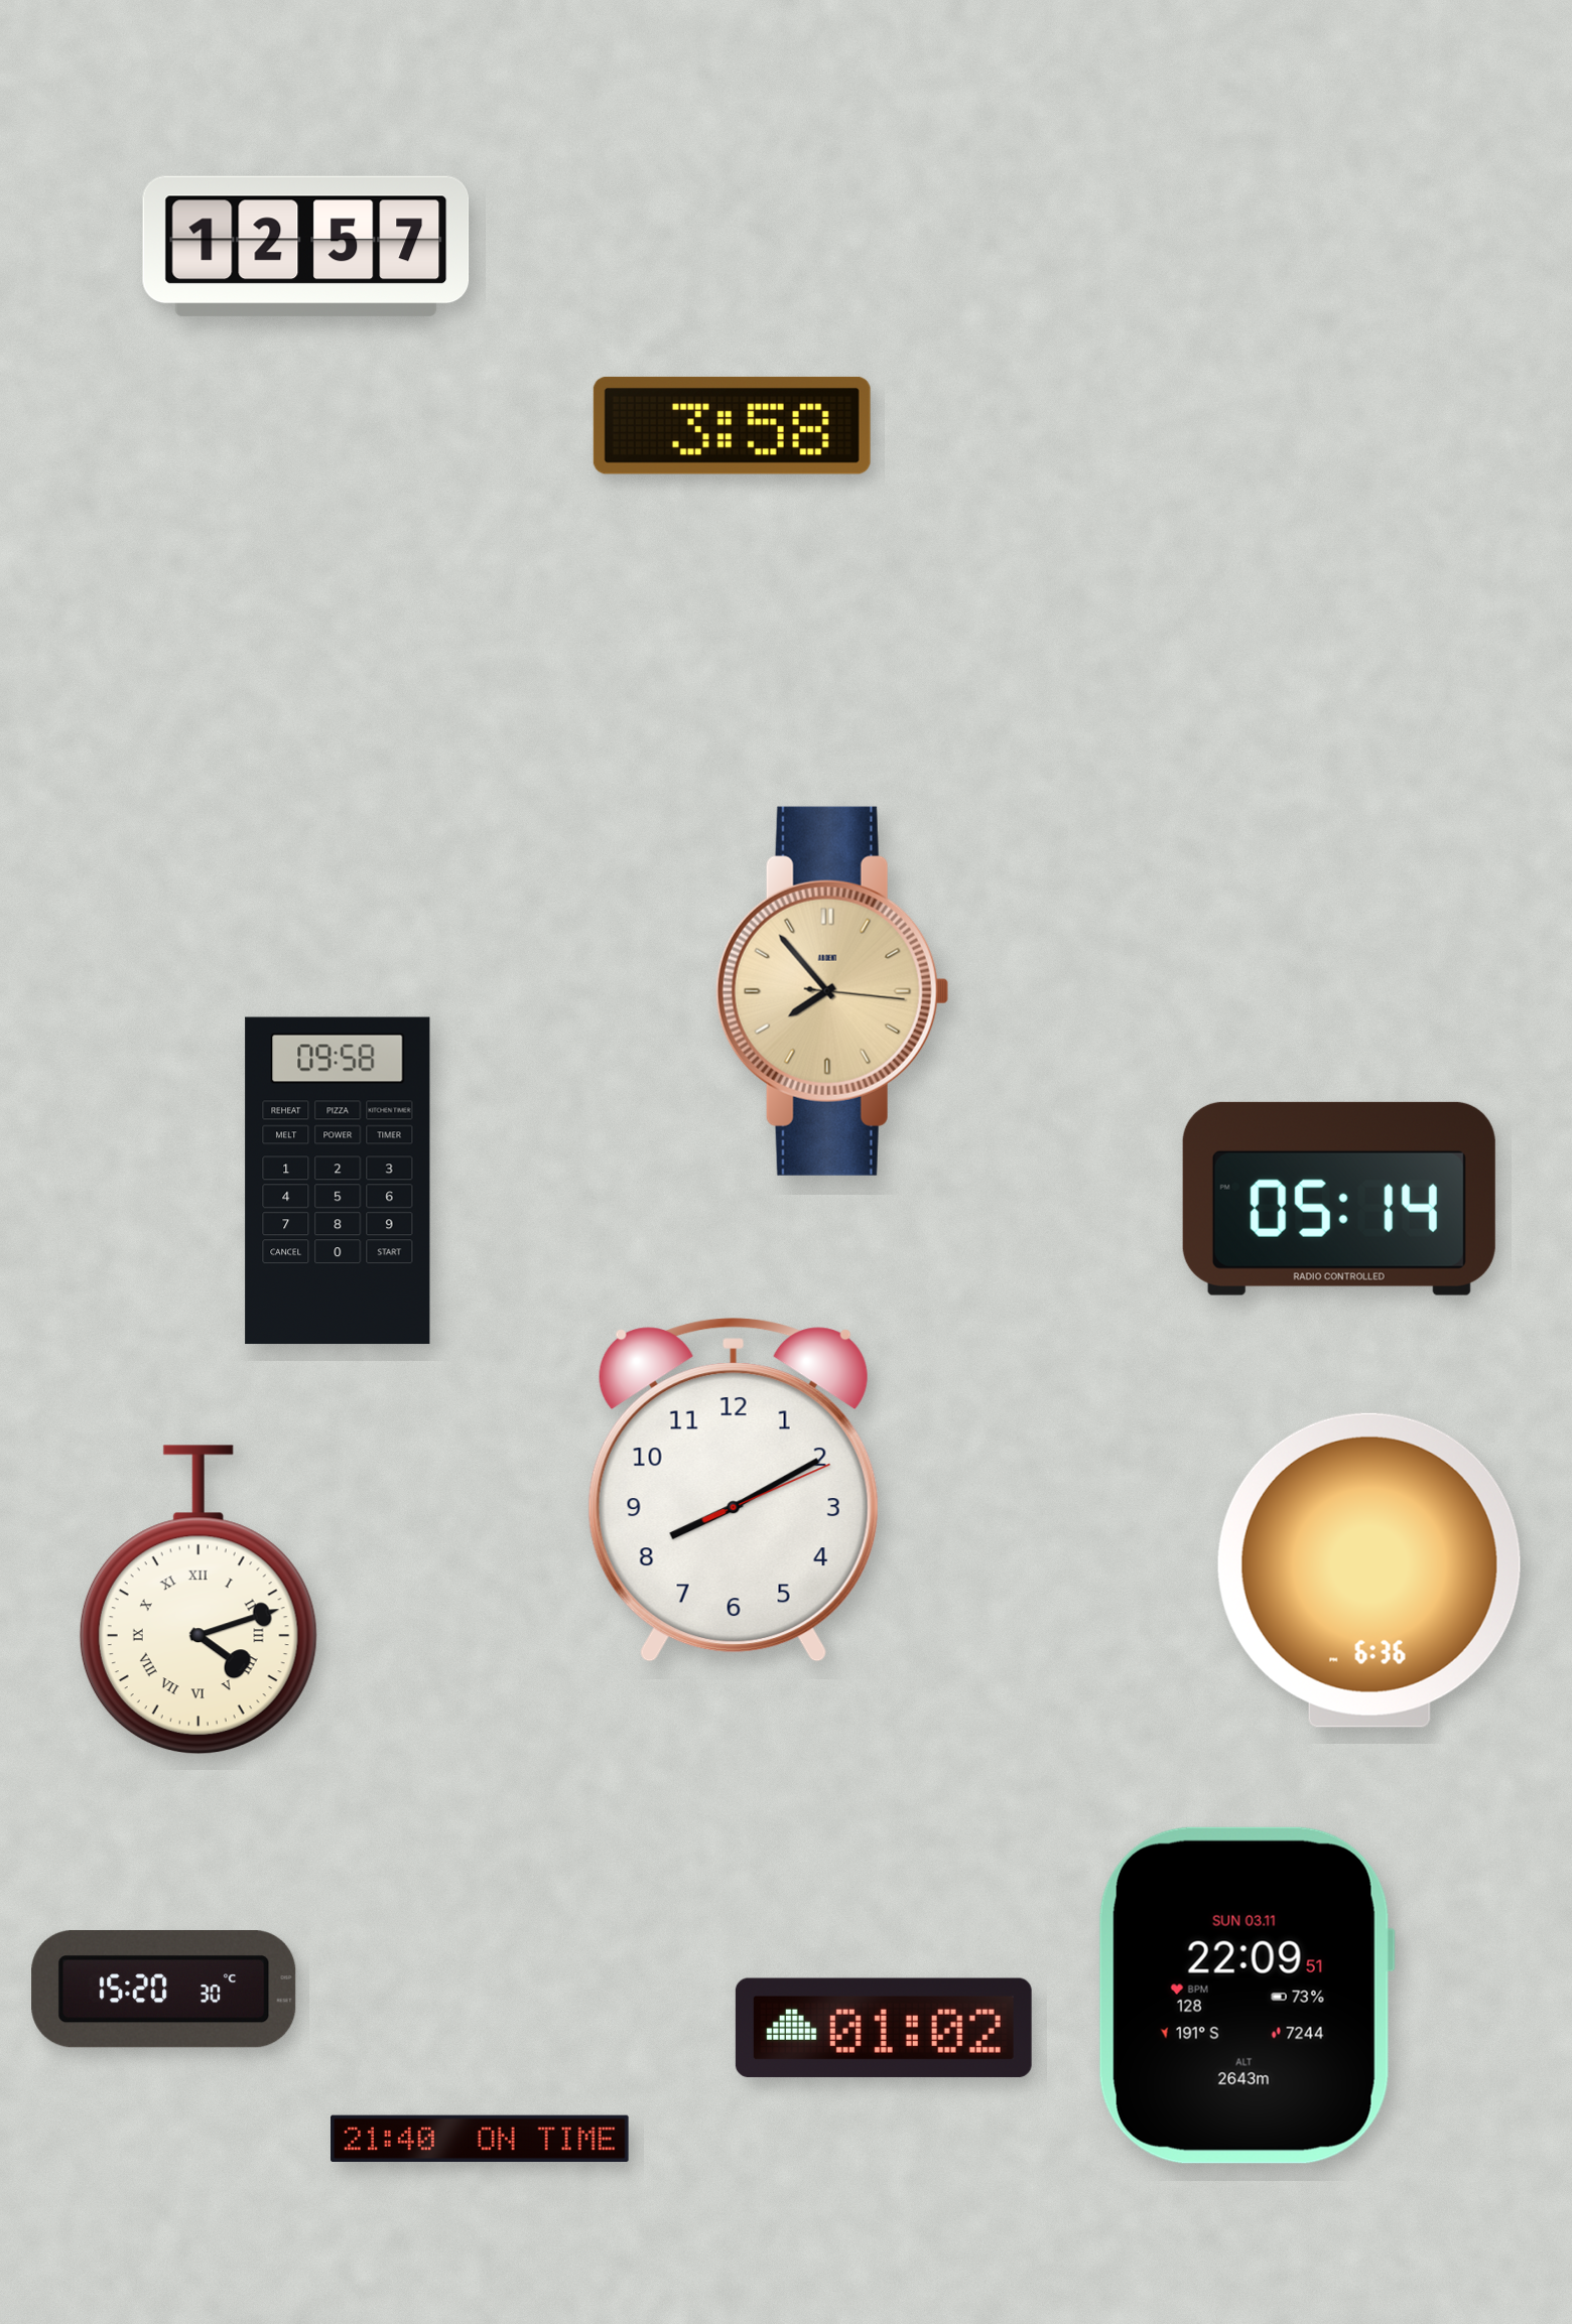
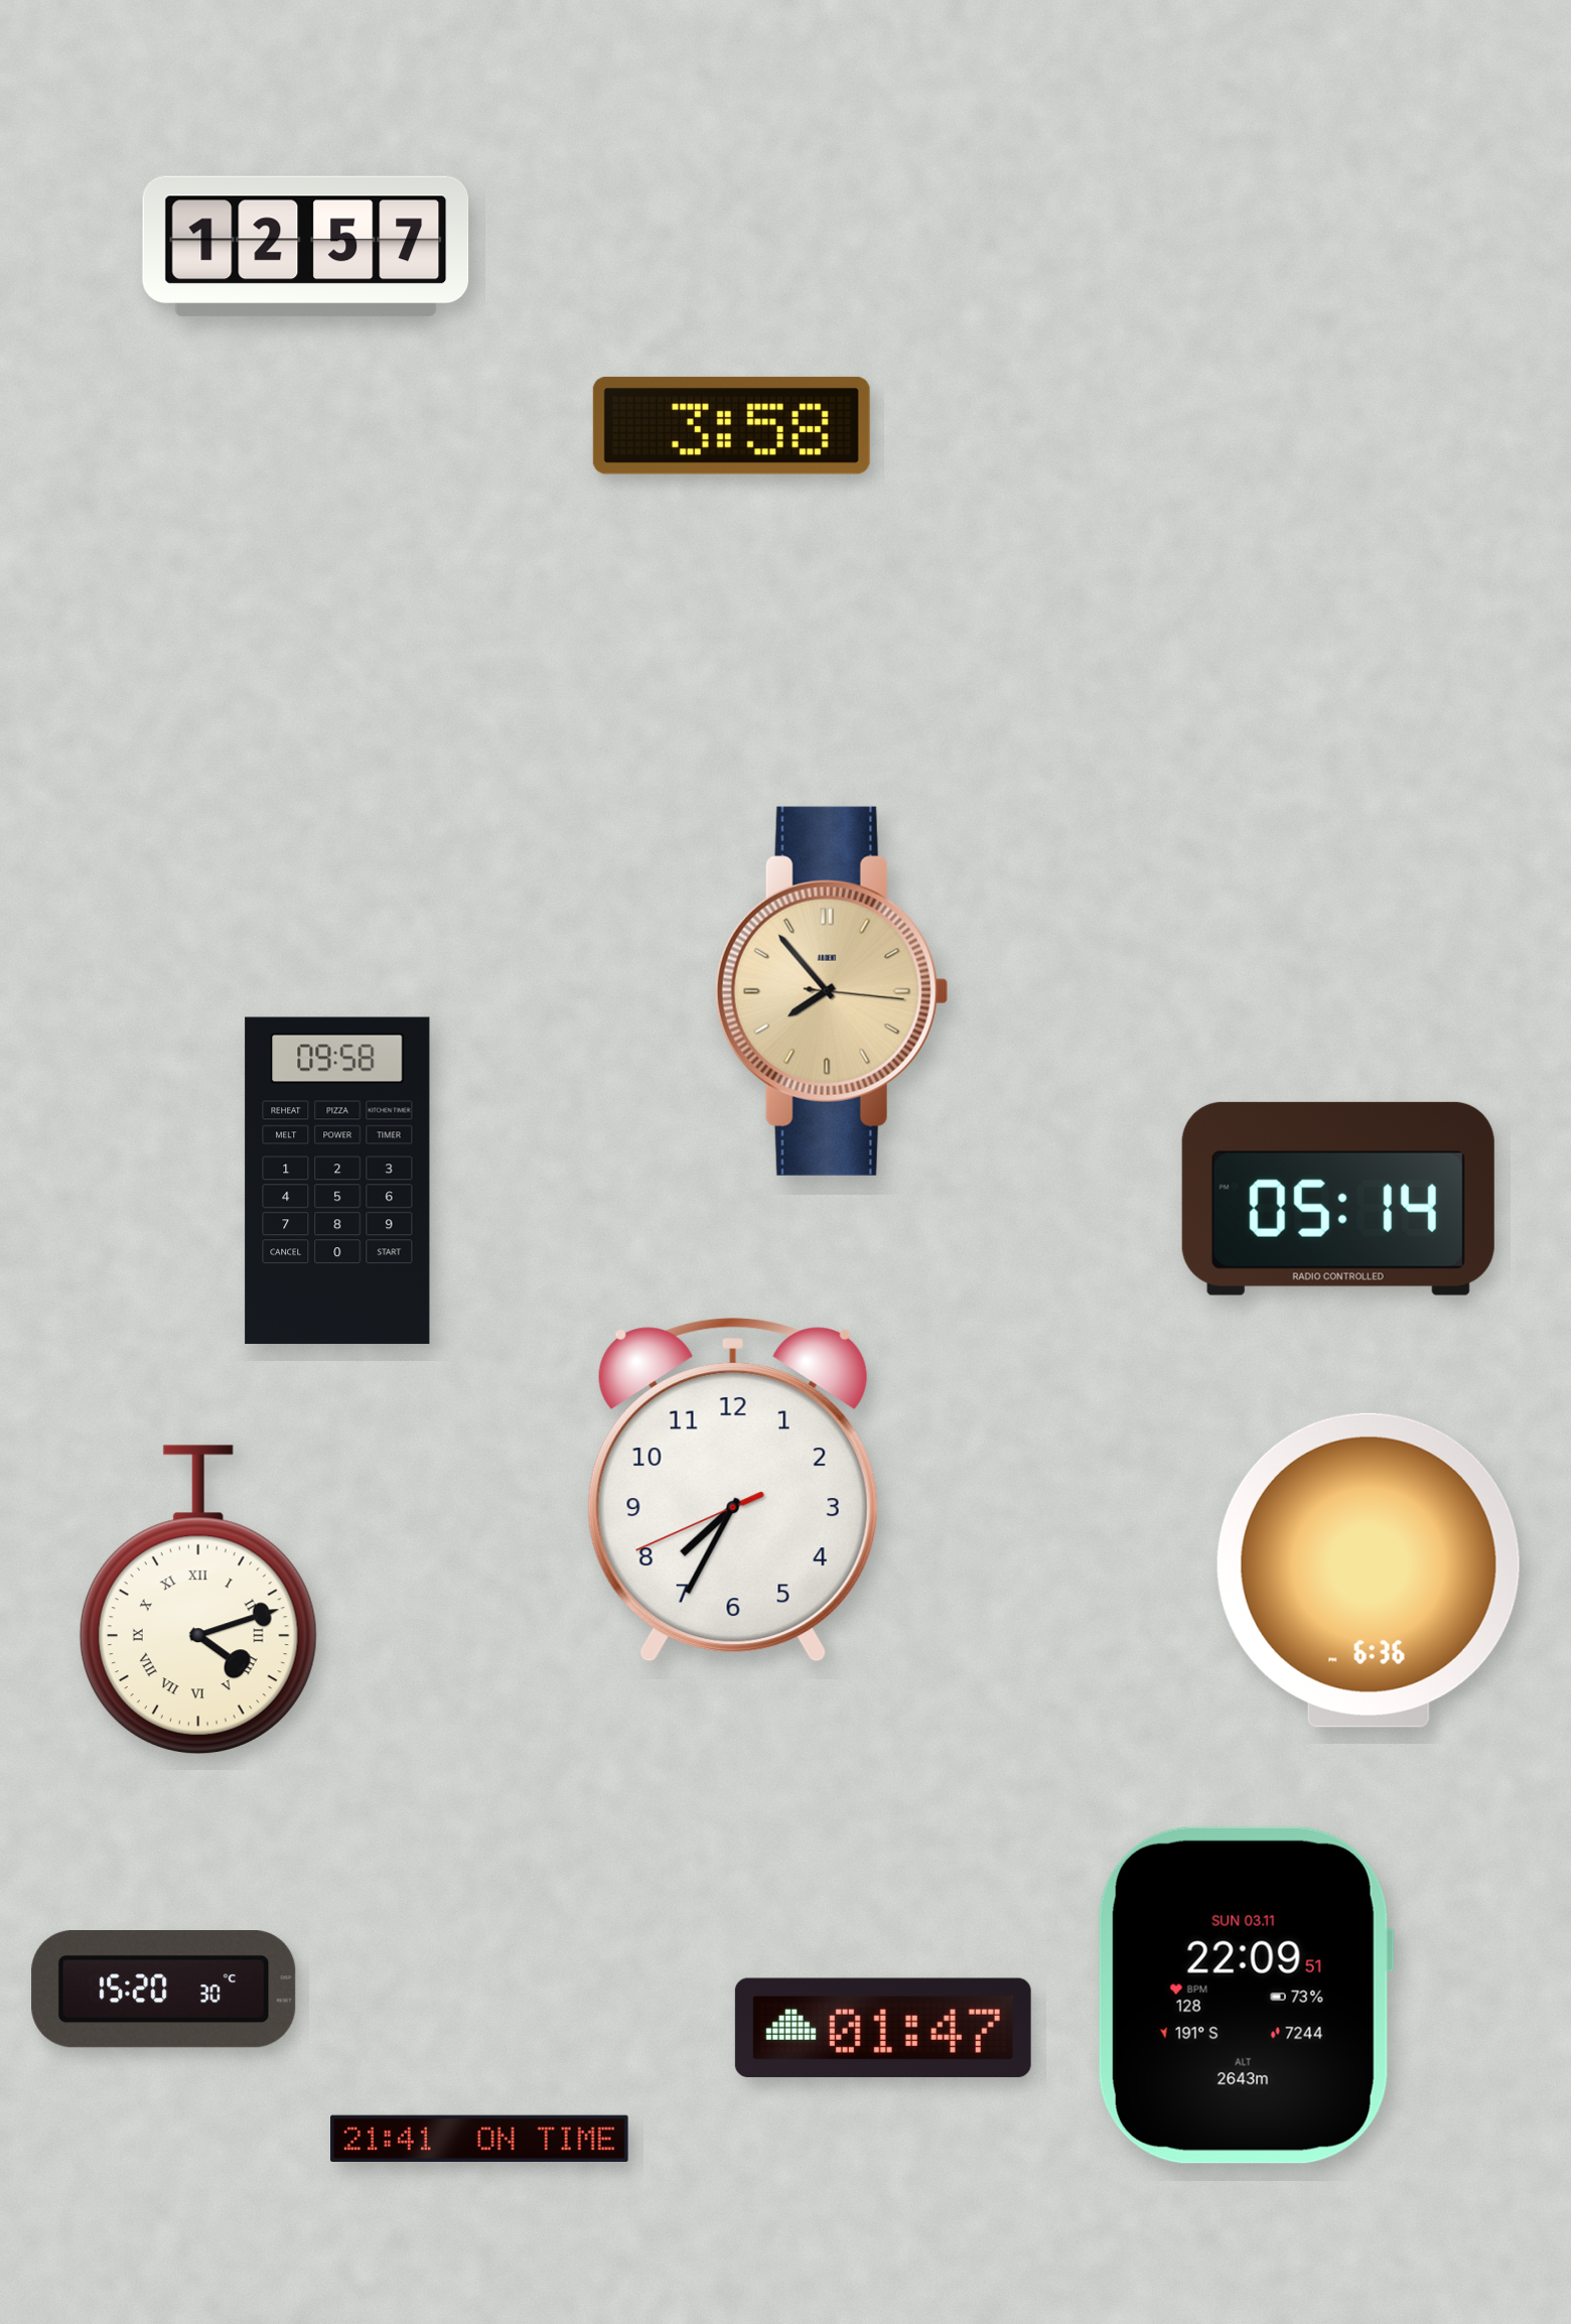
clock at (734, 1490): 8:10 -> 7:34
clock at (884, 2028): 01:02 -> 01:47
clock at (480, 2139): 21:40 -> 21:41
